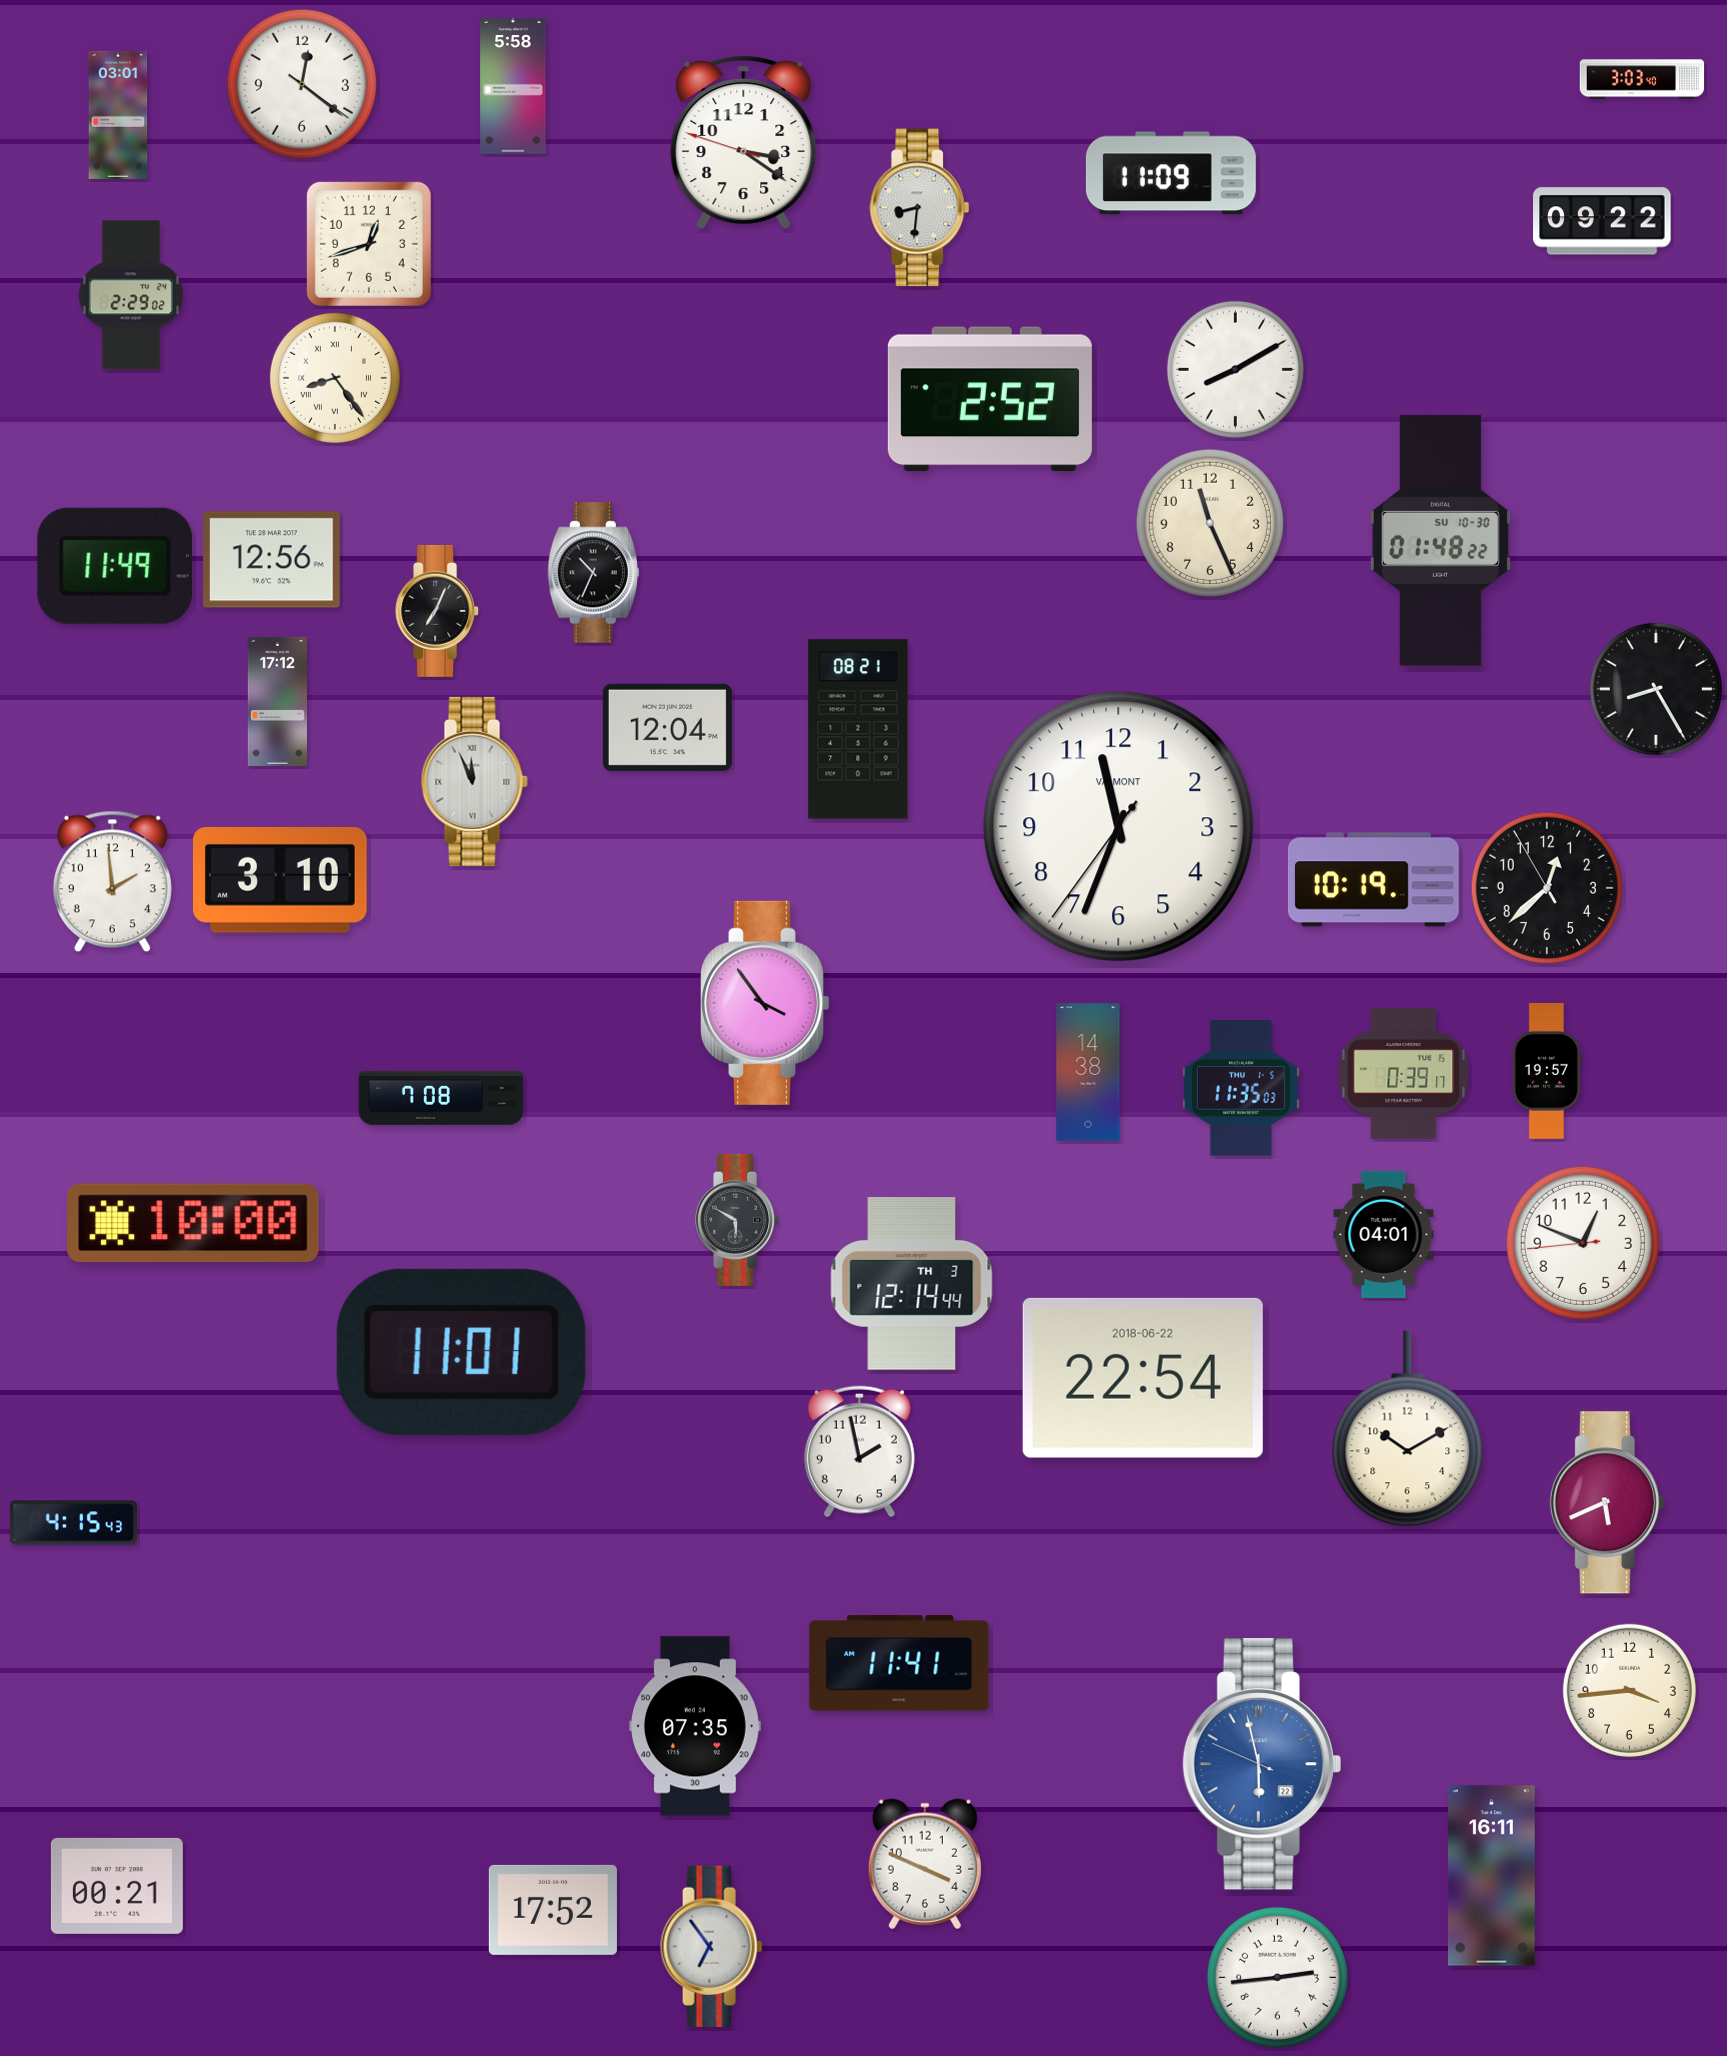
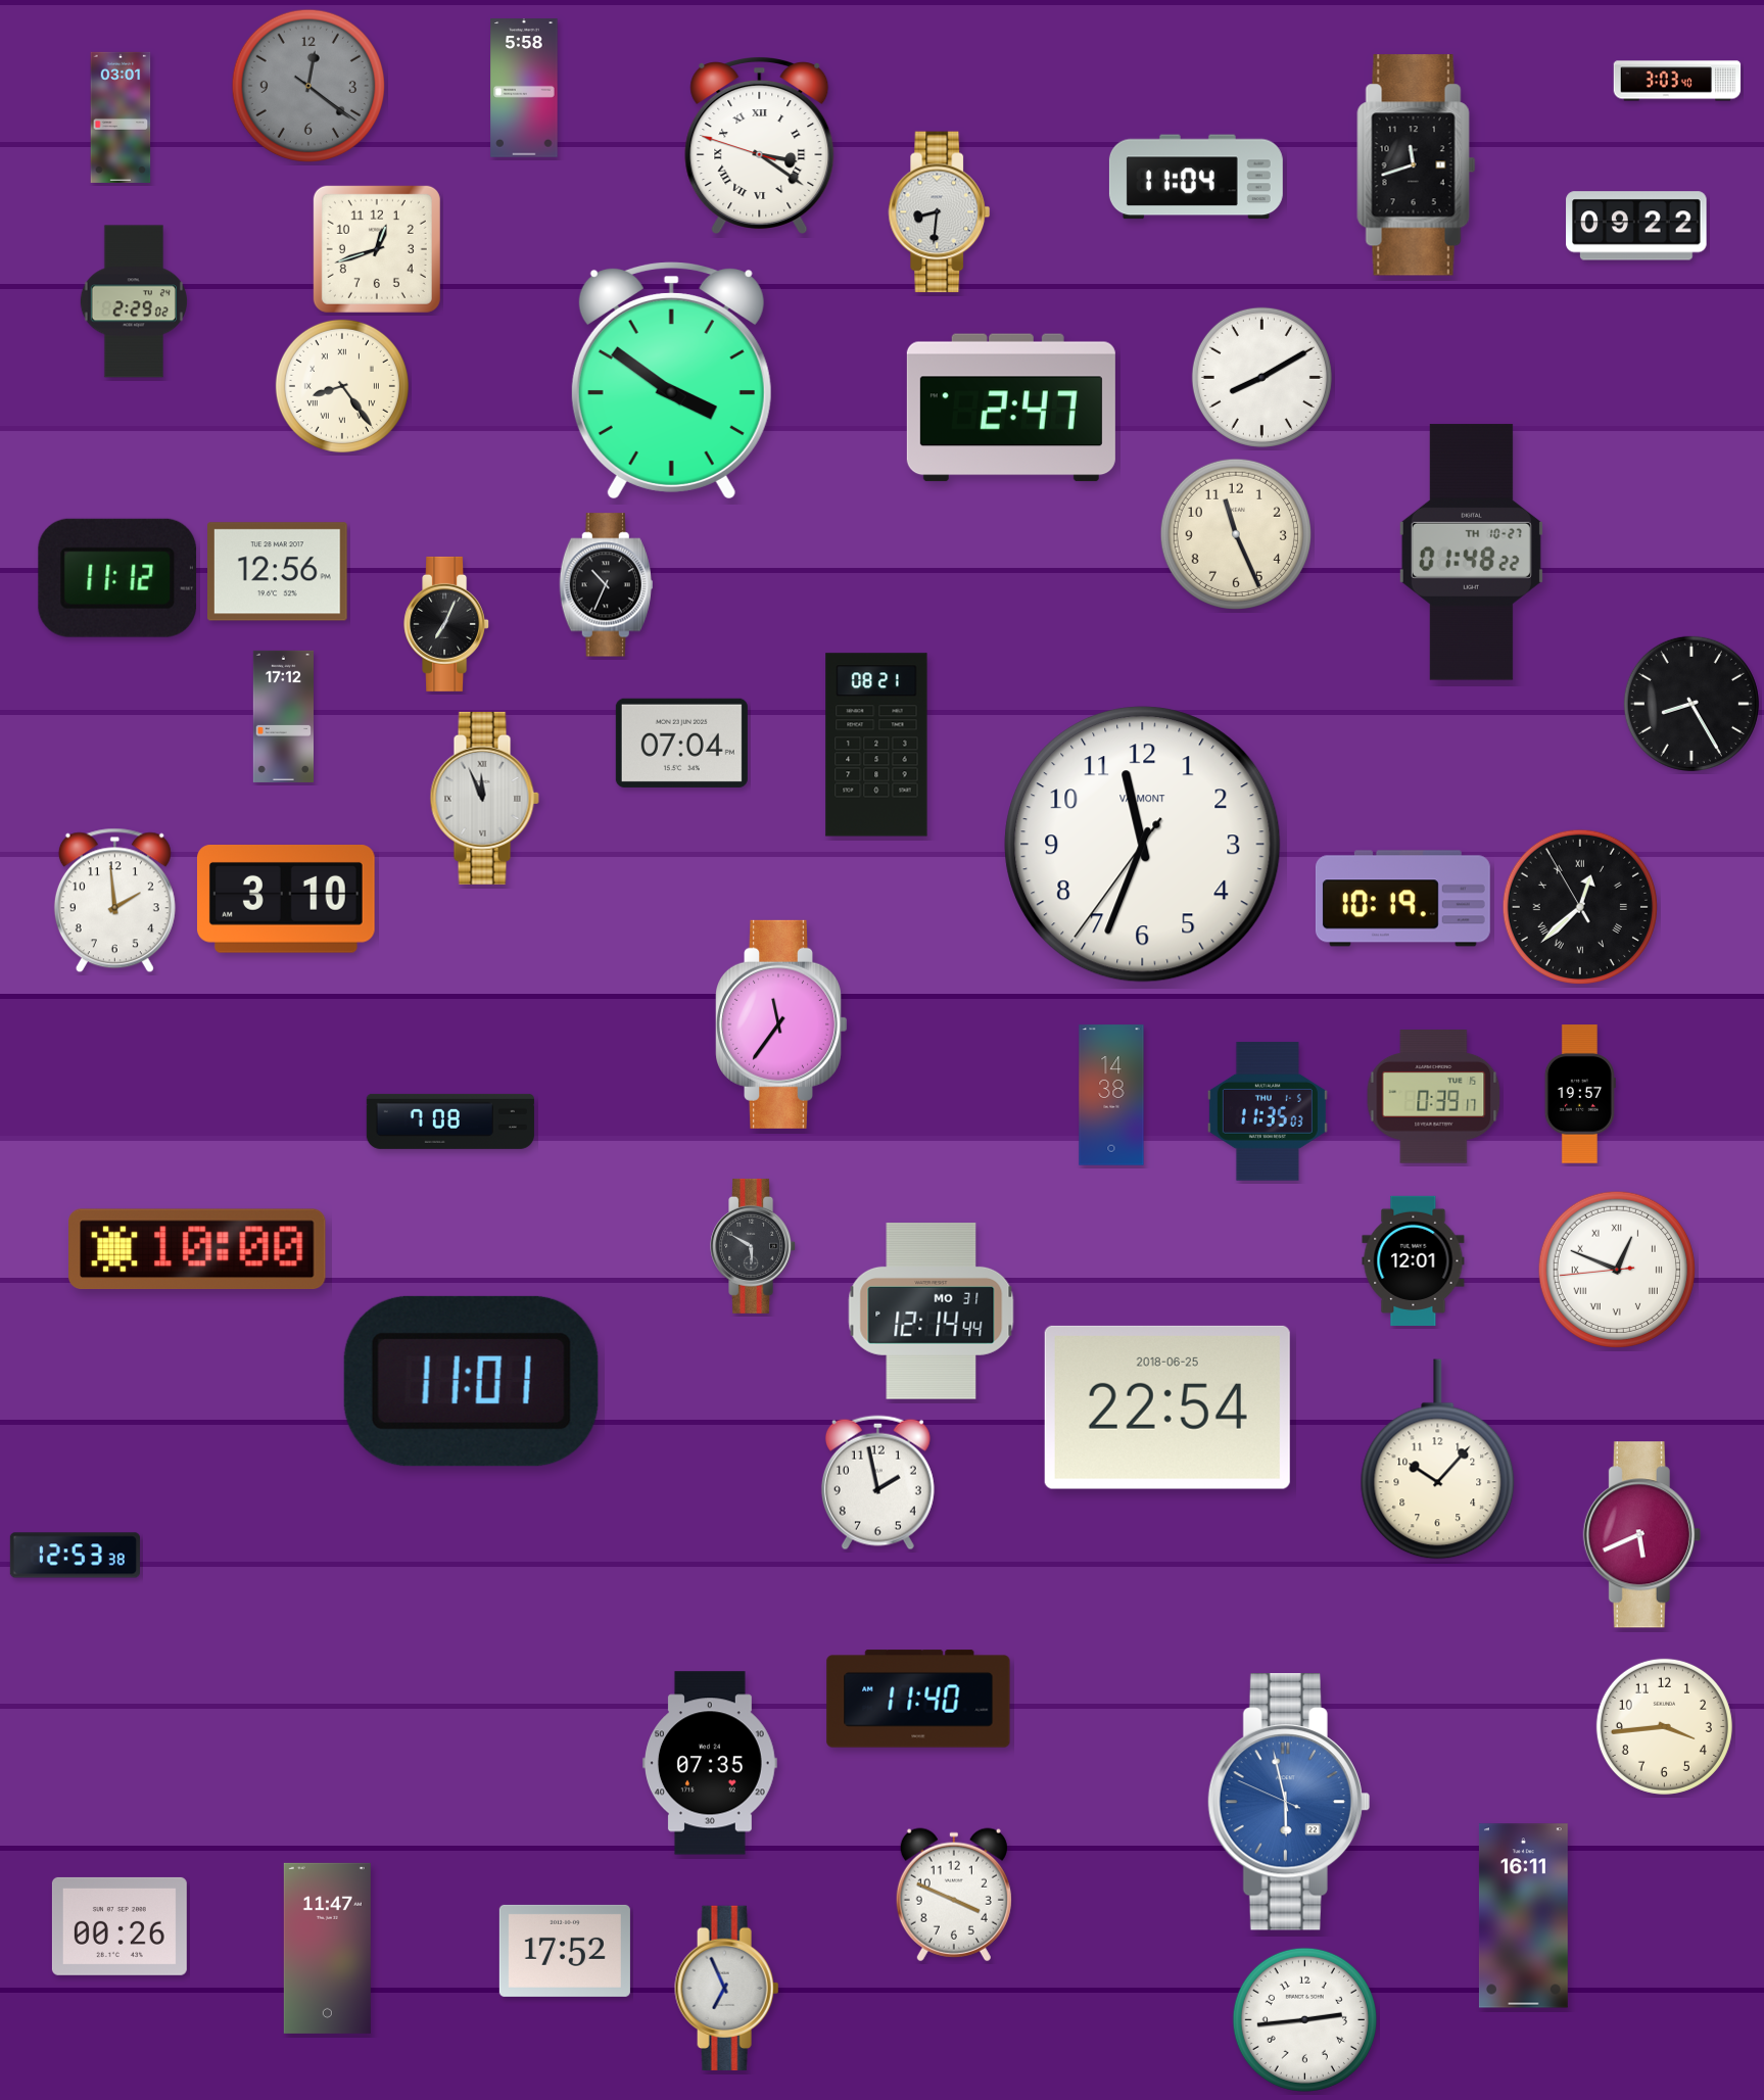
clock at (302, 84) dial: white -> grey
clock at (744, 143) numerals: Arabic -> Roman
clock at (1417, 165): none -> 11:42
clock at (1171, 173): 11:09 -> 11:04
clock at (671, 381): none -> 3:51
clock at (990, 399): 2:52 -> 2:47
clock at (1440, 541) date: SU 10-30 -> TH 10-27
clock at (115, 566): 11:49 -> 11:12
clock at (667, 727): 12:04 -> 07:04
clock at (1547, 888) numerals: Arabic -> Roman
clock at (766, 1003): 3:54 -> 11:36
clock at (1384, 1234): 04:01 -> 12:01
clock at (1583, 1243) numerals: Arabic -> Roman
clock at (912, 1284) date: TH 3 -> MO 31
clock at (1143, 1378) date: 2018-06-22 -> 2018-06-25
clock at (1408, 1429): 10:10 -> 10:07
clock at (73, 1523): 4:15 -> 12:53
clock at (899, 1663): 11:41 -> 11:40
clock at (925, 1864) position: (925, 1864) -> (954, 1895)
clock at (117, 1886): 00:21 -> 00:26
clock at (327, 1948): none -> 11:47
clock at (712, 1946): 6:54 -> 6:56
